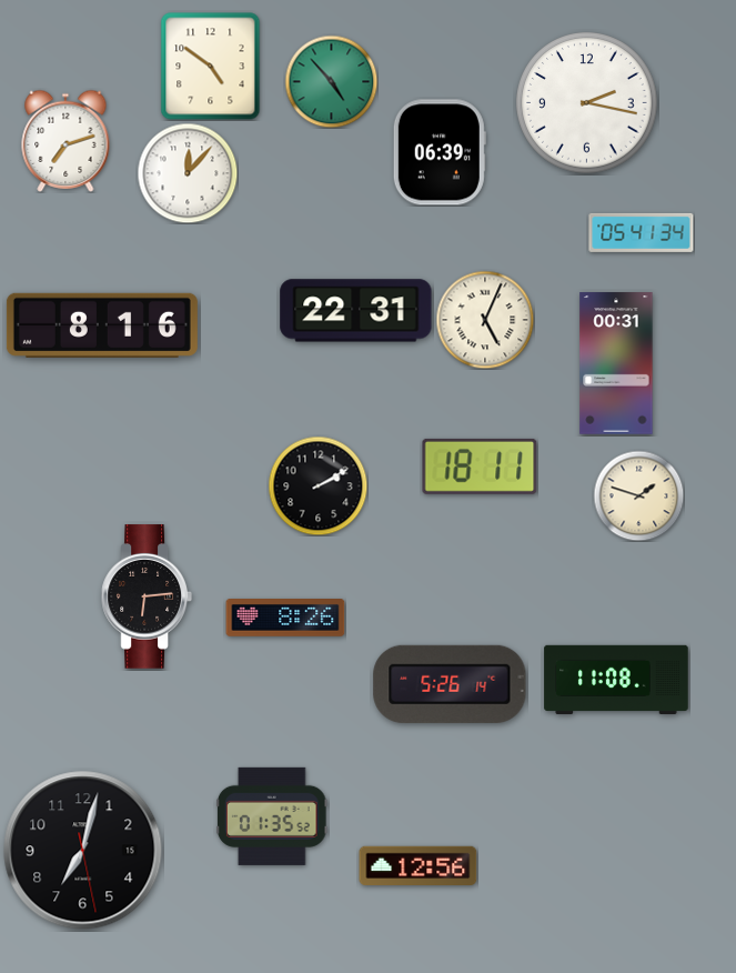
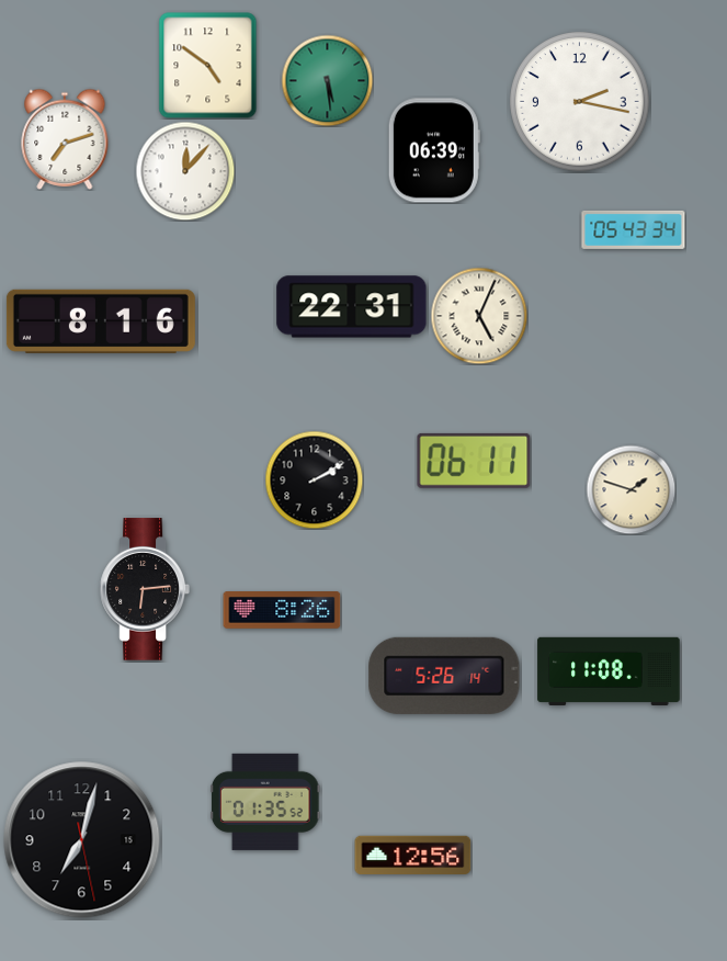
clock at (331, 81): 4:53 -> 5:29
clock at (642, 232): 05:41 -> 05:43
clock at (616, 363): 00:31 -> none
clock at (480, 467): 18:11 -> 06:11
clock at (272, 816) position: (272, 816) -> (265, 802)
